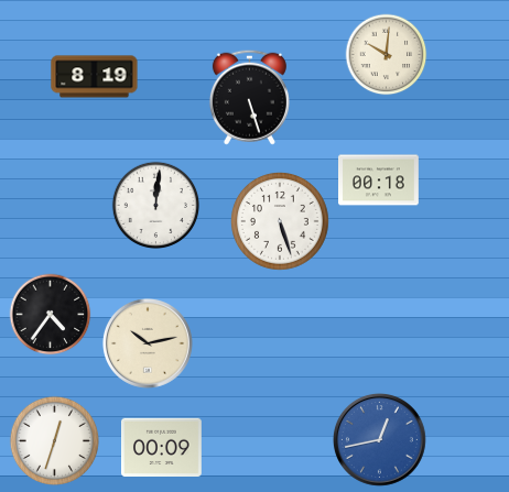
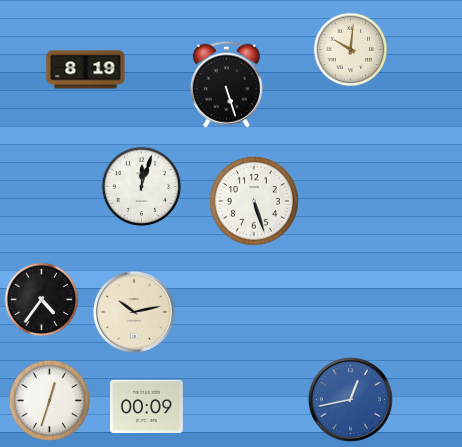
clock at (249, 97) position: (249, 97) -> (226, 84)
clock at (379, 181): 00:18 -> none
clock at (155, 205): 12:01 -> 12:03
clock at (51, 315) position: (51, 315) -> (42, 300)
clock at (379, 439) position: (379, 439) -> (350, 399)
